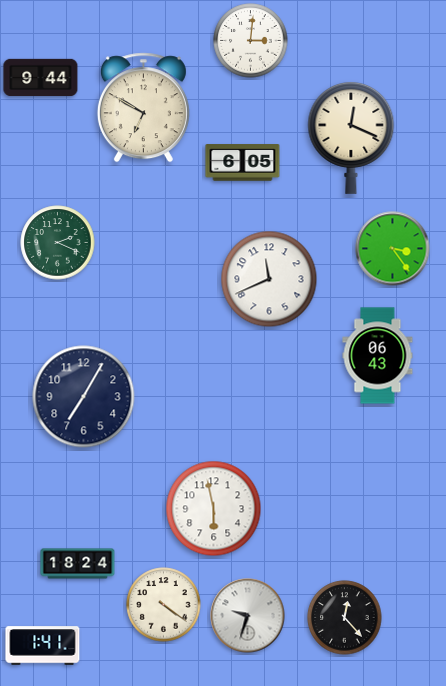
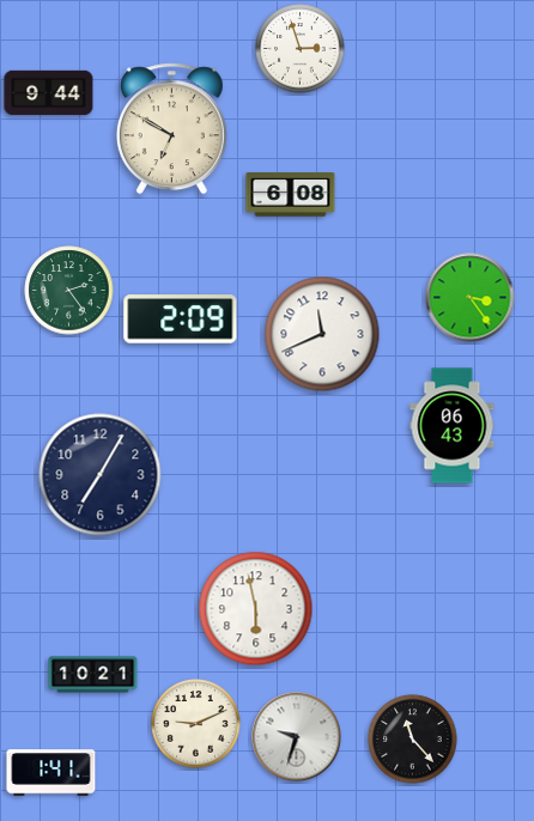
clock at (251, 41): 3:01 -> 2:57
clock at (351, 137): 12:19 -> none
clock at (243, 163): 6:05 -> 6:08
clock at (58, 243): 2:19 -> 2:24
clock at (181, 320): none -> 2:09
clock at (78, 564): 18:24 -> 10:21
clock at (164, 605): 4:21 -> 9:11
clock at (345, 618): 12:23 -> 11:23
